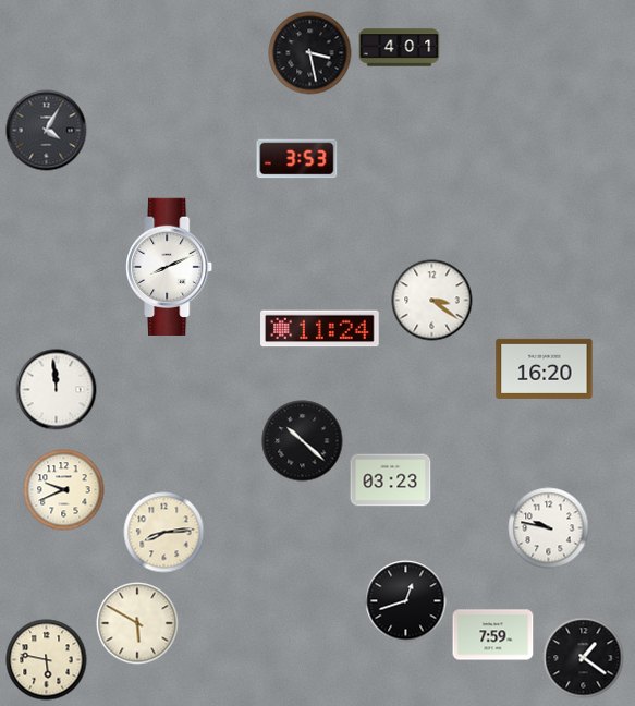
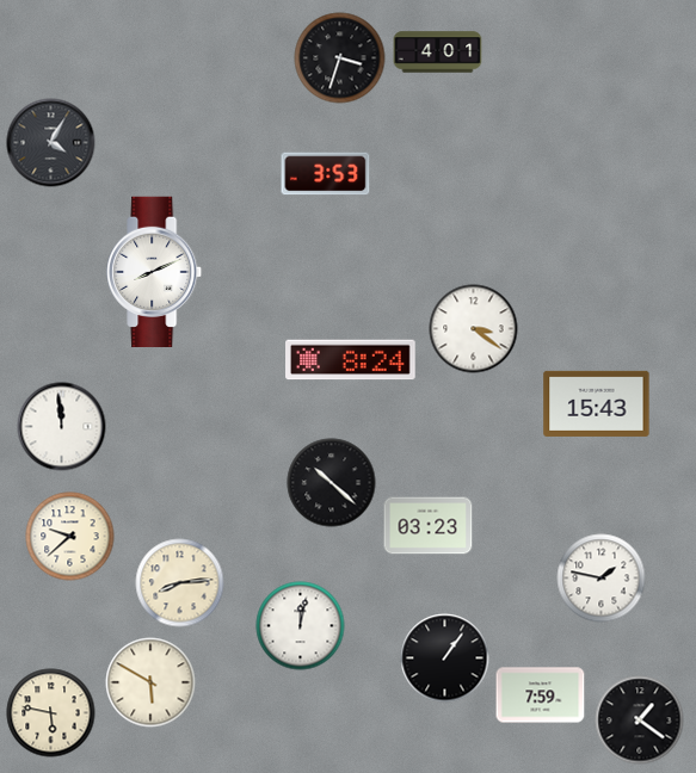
clock at (310, 53): 3:28 -> 3:33
clock at (170, 266) position: (170, 266) -> (155, 271)
clock at (320, 329): 11:24 -> 8:24
clock at (545, 368): 16:20 -> 15:43
clock at (64, 490): 9:41 -> 9:38
clock at (549, 528): 9:47 -> 1:47
clock at (301, 626): none -> 12:02
clock at (406, 601): 12:42 -> 1:06
clock at (47, 660) position: (47, 660) -> (51, 713)
